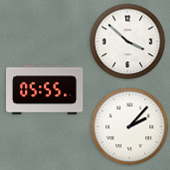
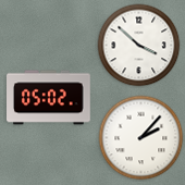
clock at (45, 90): 05:55 -> 05:02
